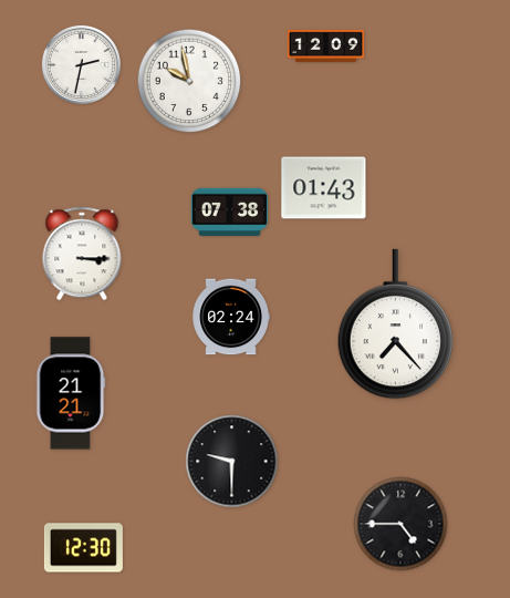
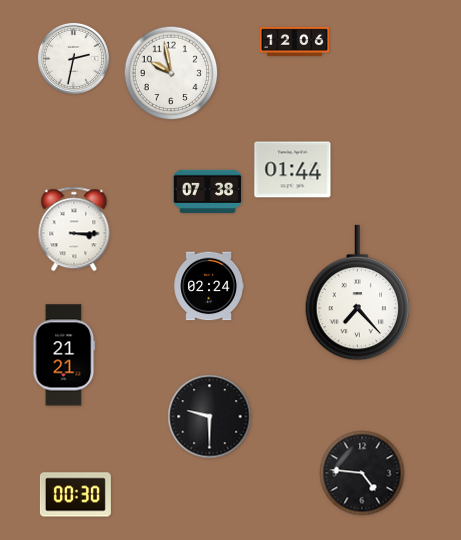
clock at (326, 45): 12:09 -> 12:06
clock at (324, 188): 01:43 -> 01:44
clock at (400, 524): 4:45 -> 4:46
clock at (83, 548): 12:30 -> 00:30
